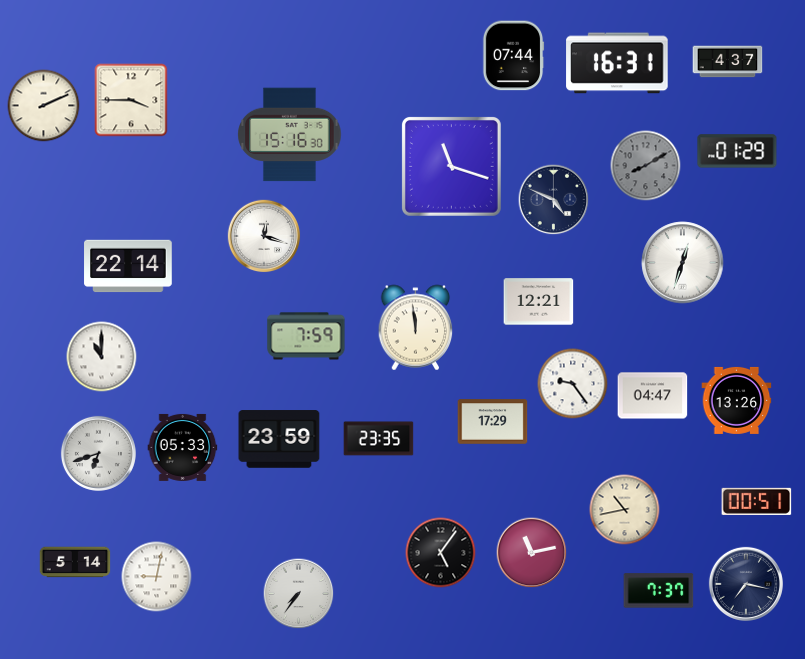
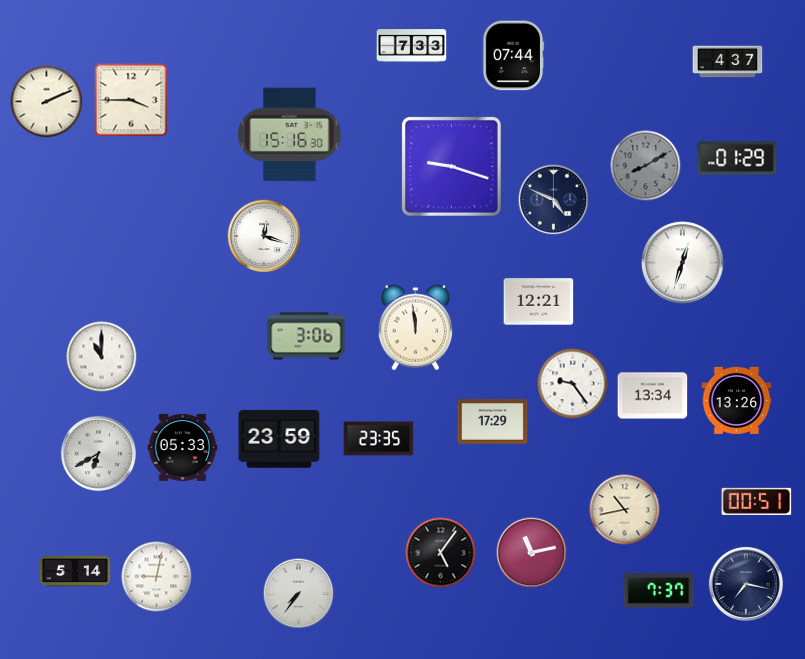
clock at (412, 46): none -> 7:33
clock at (617, 63): 16:31 -> none
clock at (44, 106) position: (44, 106) -> (47, 102)
clock at (737, 151) position: (737, 151) -> (737, 158)
clock at (451, 166): 11:18 -> 9:18
clock at (128, 266): 22:14 -> none
clock at (306, 336): 7:59 -> 3:06
clock at (653, 396): 04:47 -> 13:34
clock at (98, 453): 6:42 -> 6:40
clock at (75, 562) position: (75, 562) -> (75, 571)
